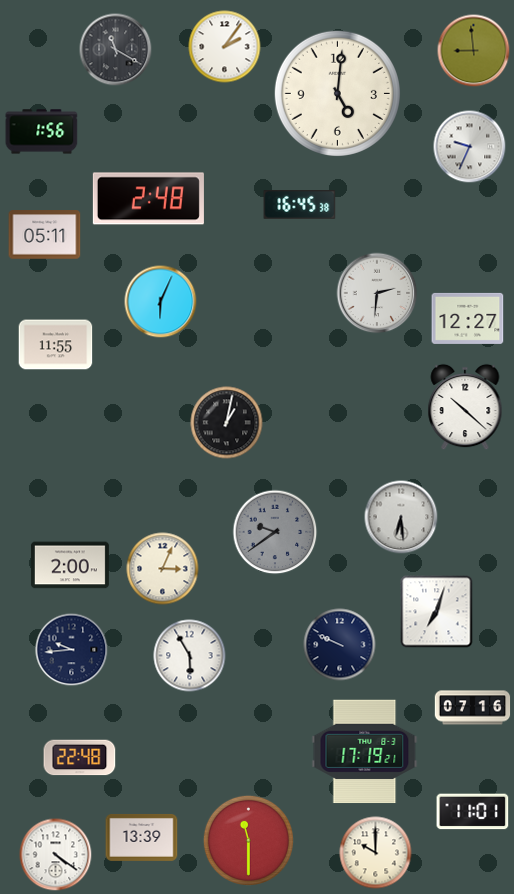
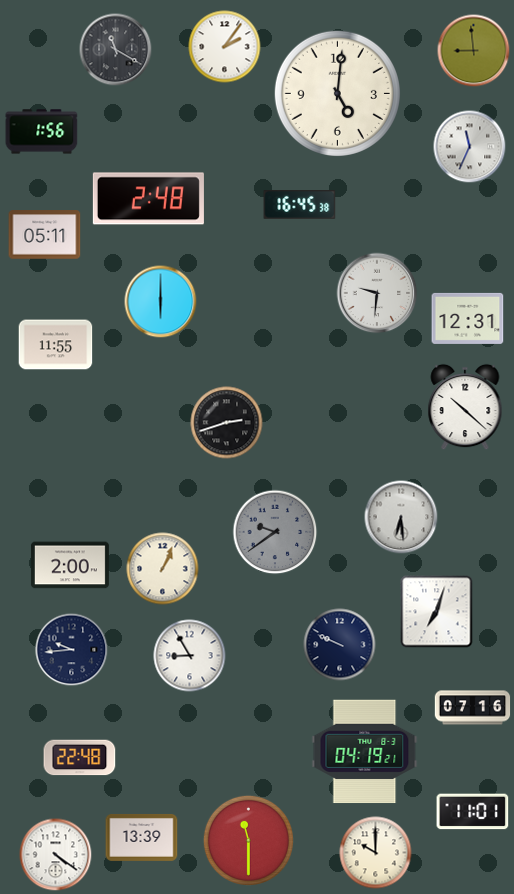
clock at (470, 147): 9:34 -> 11:34
clock at (377, 293): 2:31 -> 9:31
clock at (161, 302): 6:04 -> 6:00
clock at (468, 318): 12:27 -> 12:31
clock at (227, 423): 1:02 -> 2:42
clock at (163, 569): 3:04 -> 1:04
clock at (190, 656): 5:55 -> 8:55
clock at (365, 752): 17:19 -> 04:19
